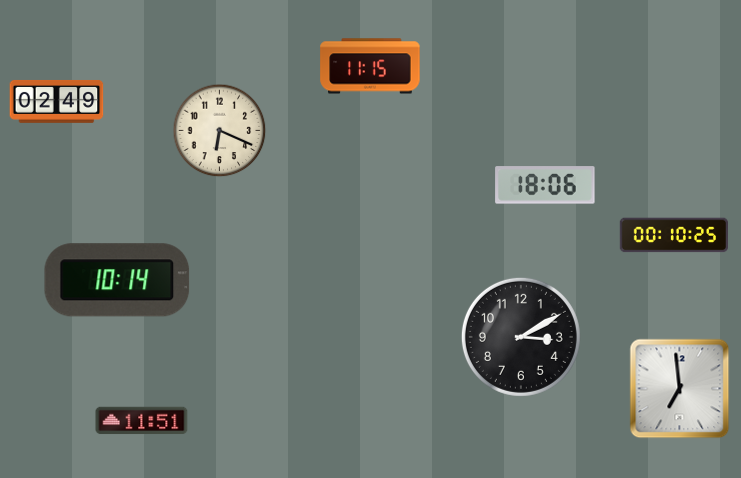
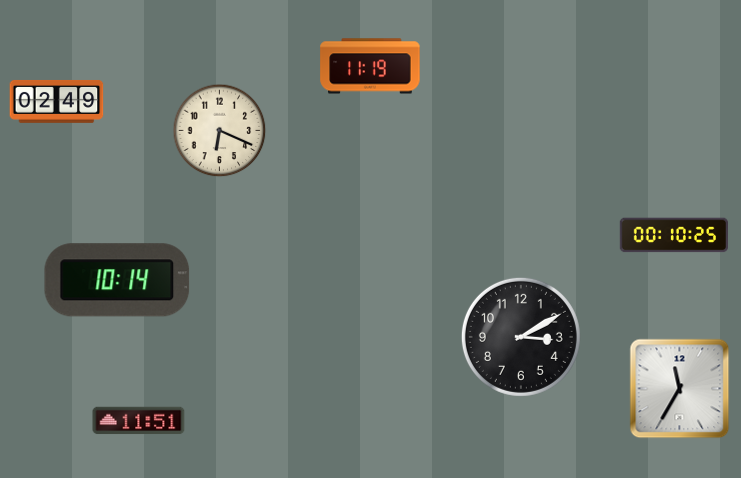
clock at (370, 66): 11:15 -> 11:19
clock at (545, 185): 18:06 -> none
clock at (680, 389): 6:59 -> 11:35
clock at (142, 421) position: (142, 421) -> (139, 421)
